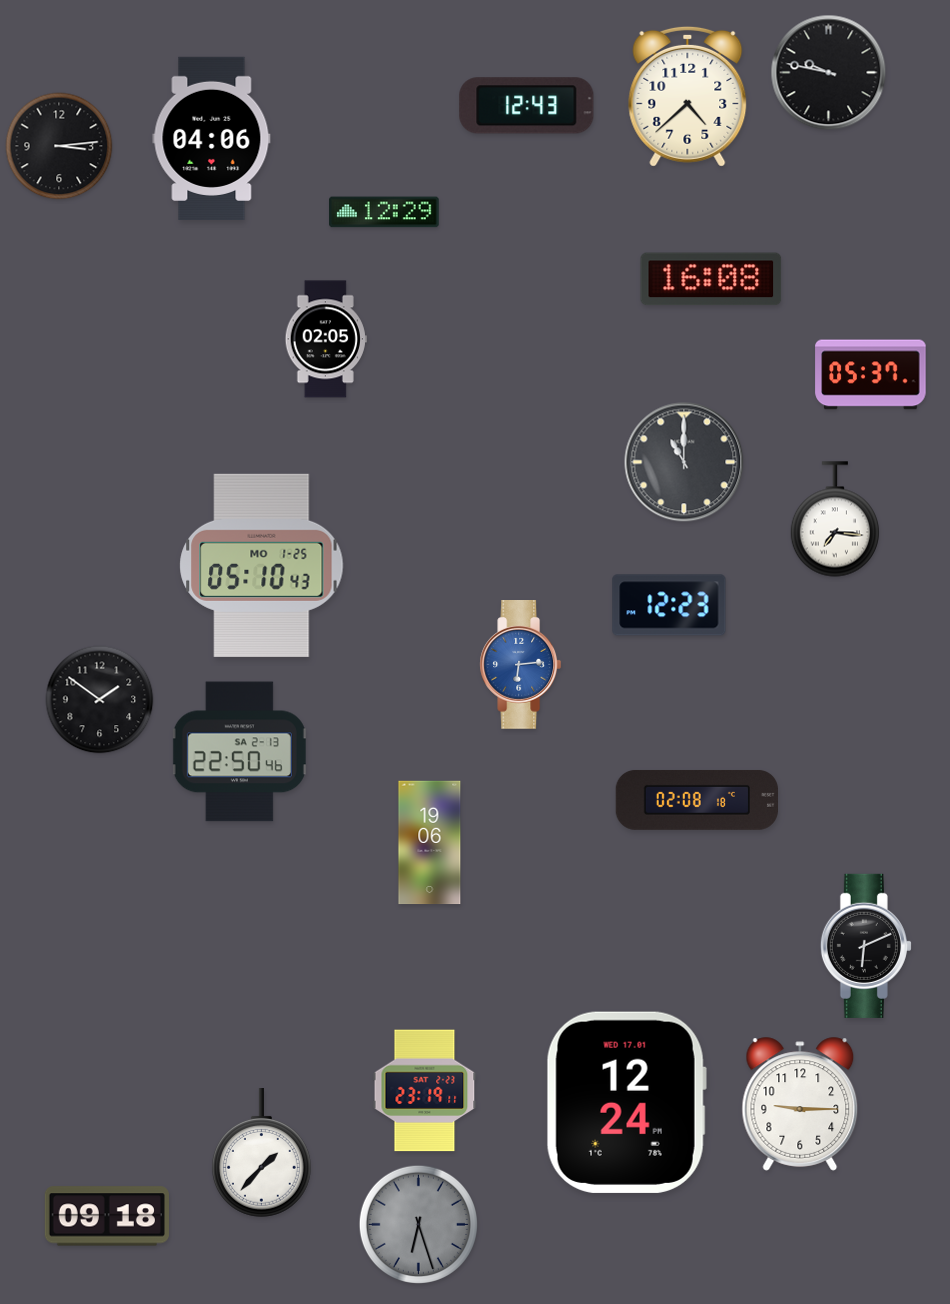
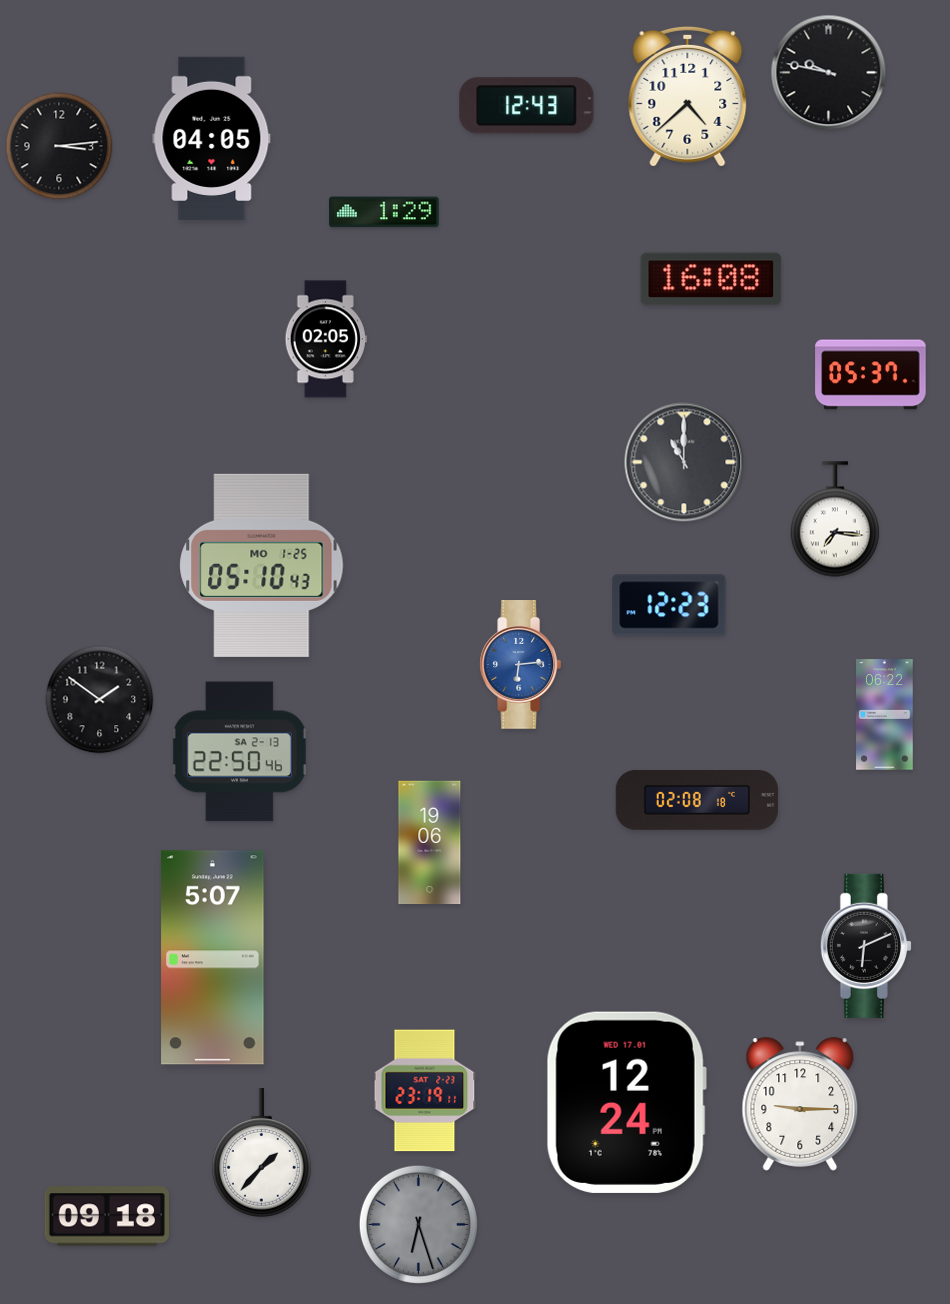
clock at (212, 138): 04:06 -> 04:05
clock at (384, 212): 12:29 -> 1:29
clock at (885, 715): none -> 06:22
clock at (213, 958): none -> 5:07
